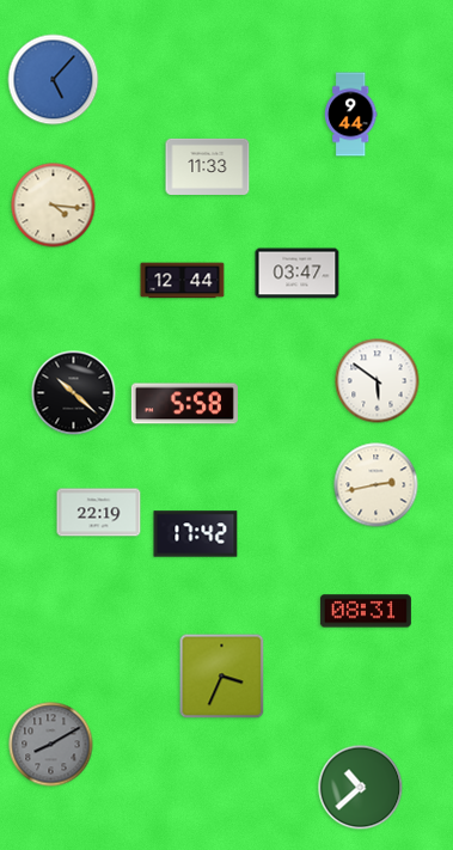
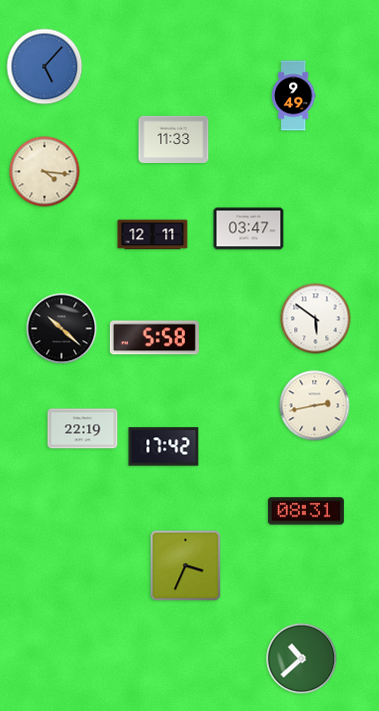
clock at (350, 115): 9:44 -> 9:49
clock at (183, 281): 12:44 -> 12:11
clock at (51, 745): 8:10 -> none
